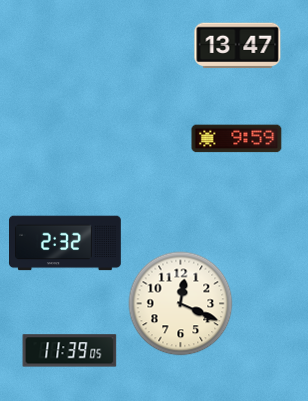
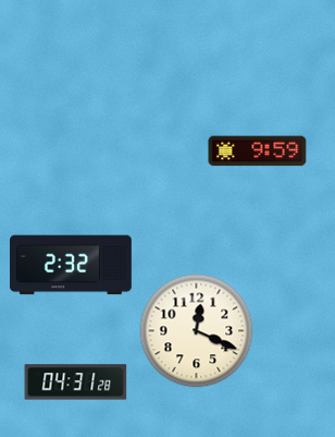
clock at (238, 46): 13:47 -> none
clock at (70, 351): 11:39 -> 04:31
